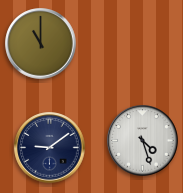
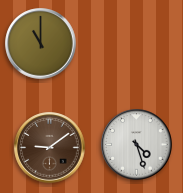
clock at (143, 141) position: (143, 141) -> (137, 145)
clock at (50, 148) dial: navy -> brown
